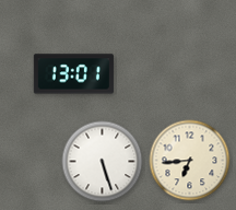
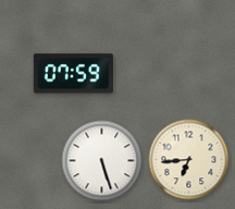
clock at (73, 74): 13:01 -> 07:59
